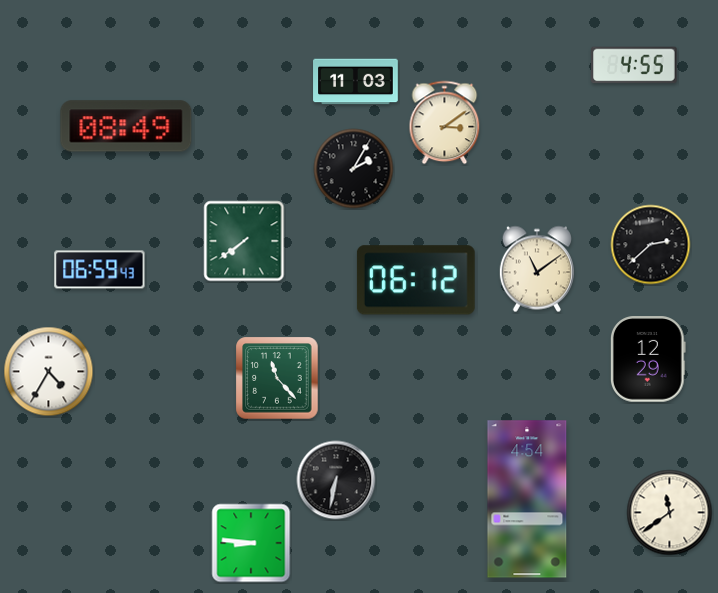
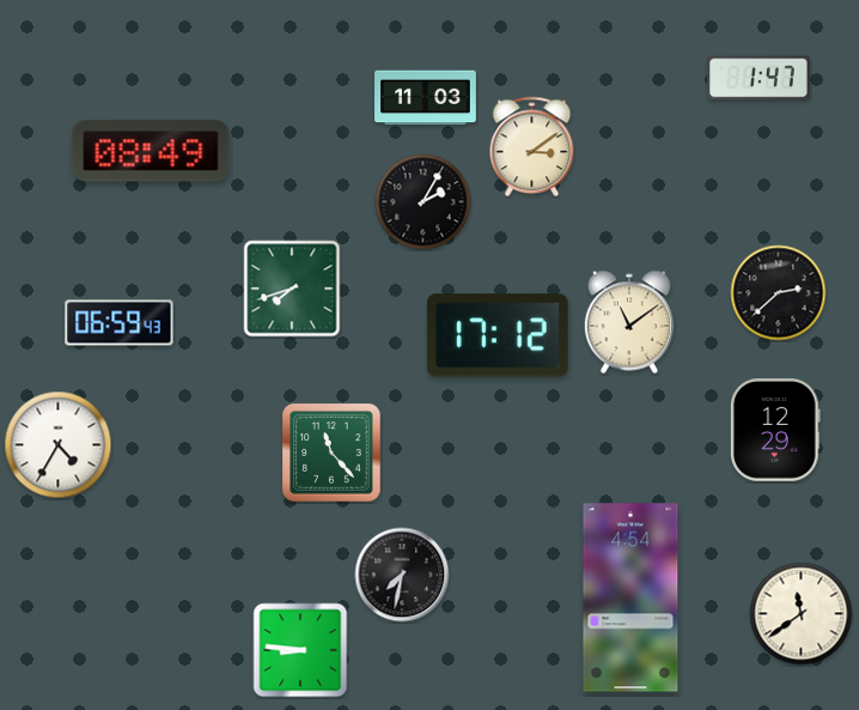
clock at (634, 65): 4:55 -> 1:47
clock at (244, 241): 7:39 -> 7:42
clock at (537, 269) position: (537, 269) -> (629, 322)
clock at (416, 280): 06:12 -> 17:12
clock at (336, 480): 6:32 -> 7:32
